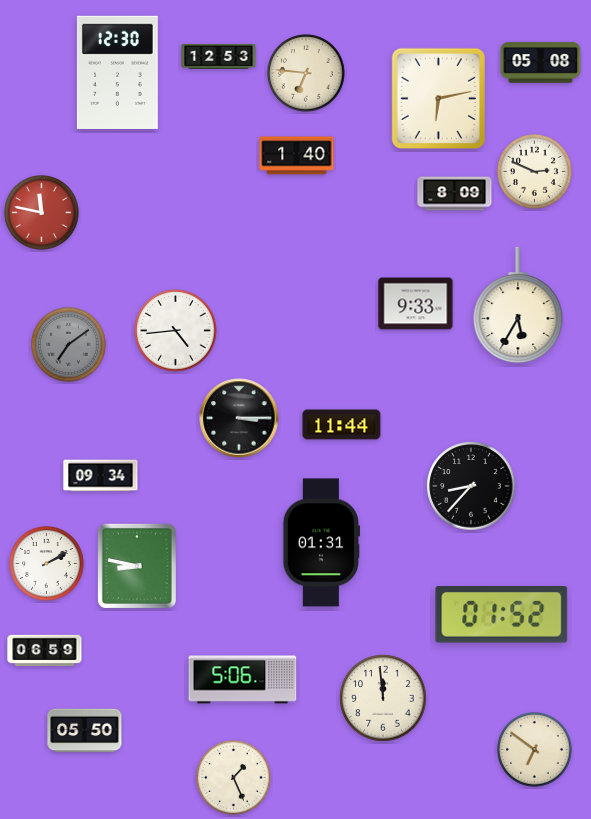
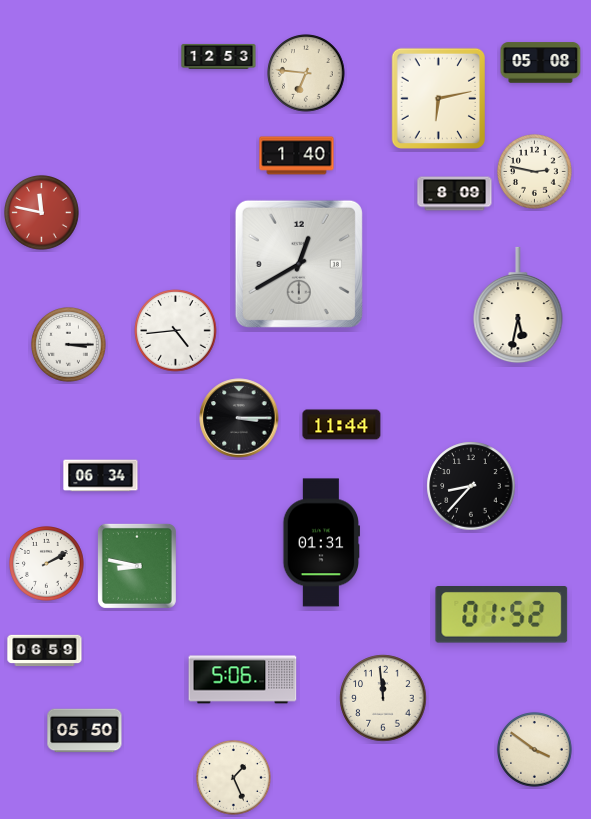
clock at (117, 72): 12:30 -> none
clock at (535, 172): 2:49 -> 2:47
clock at (299, 264): none -> 12:40
clock at (416, 304): 9:33 -> none
clock at (518, 305): 5:35 -> 5:32
clock at (69, 345): 7:09 -> 3:15
clock at (69, 345) dial: grey -> white
clock at (101, 476): 09:34 -> 06:34
clock at (535, 750): 6:51 -> 3:51
